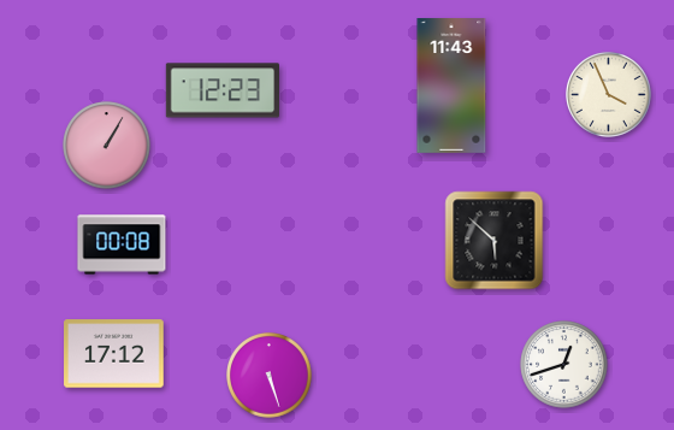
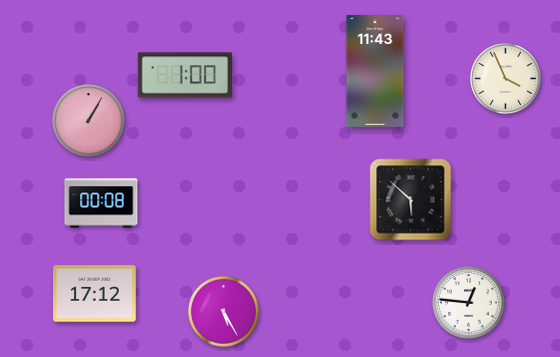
clock at (221, 90): 12:23 -> 1:00
clock at (564, 365): 12:42 -> 12:46
clock at (270, 376): 5:27 -> 5:25
